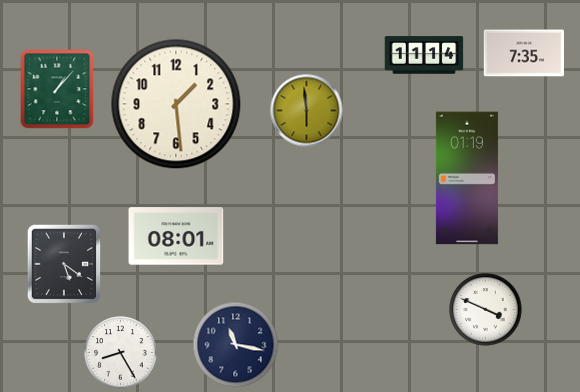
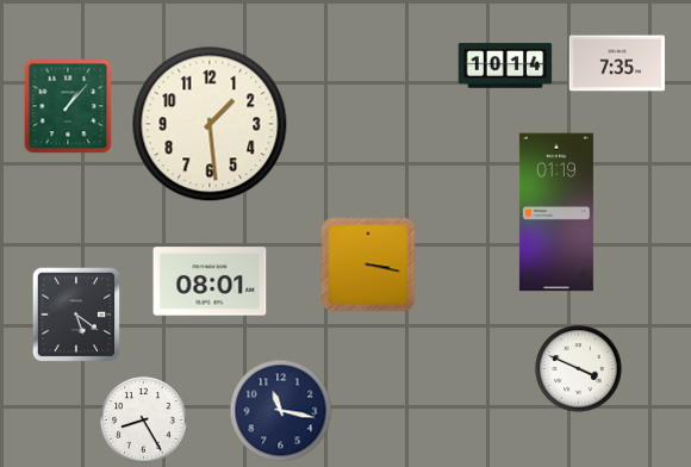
clock at (524, 53) position: (524, 53) -> (617, 63)
clock at (424, 55): 11:14 -> 10:14
clock at (307, 111): 5:59 -> none
clock at (368, 264): none -> 3:17
